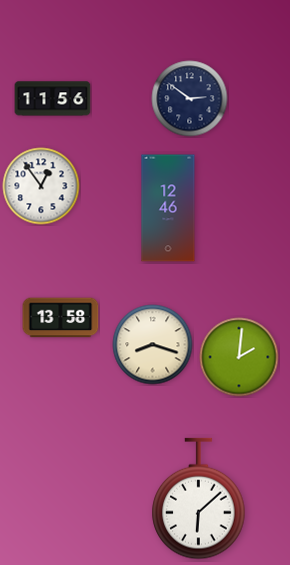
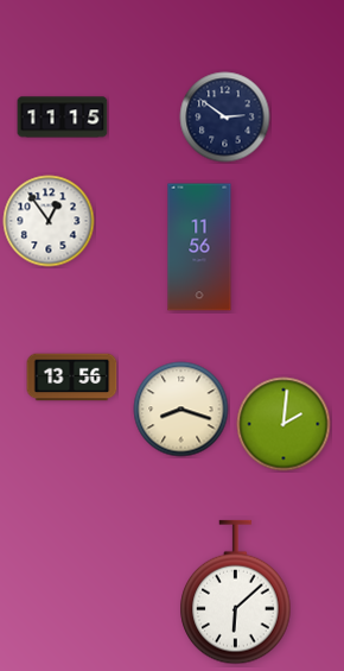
clock at (53, 99): 11:56 -> 11:15
clock at (168, 208): 12:46 -> 11:56
clock at (61, 318): 13:58 -> 13:56
